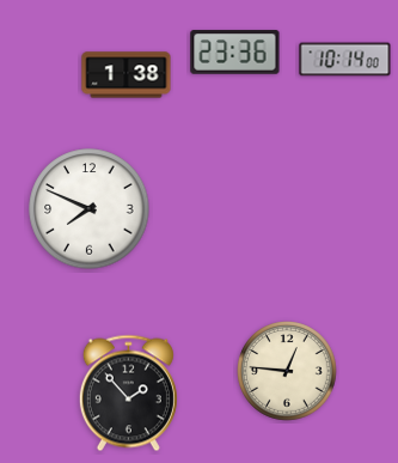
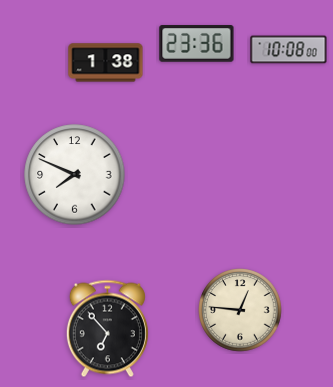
clock at (345, 60): 10:14 -> 10:08
clock at (128, 394): 1:53 -> 6:53
